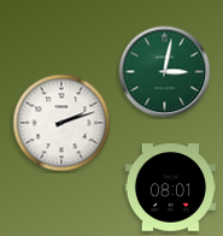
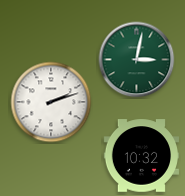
clock at (171, 188): 08:01 -> 10:32
